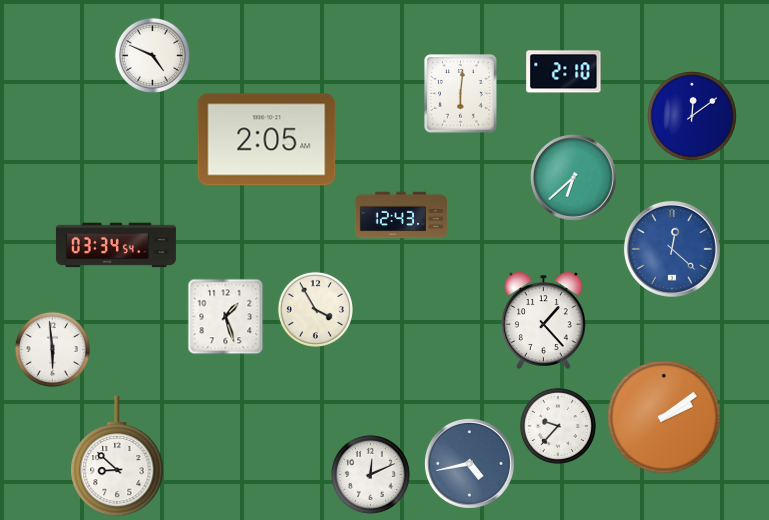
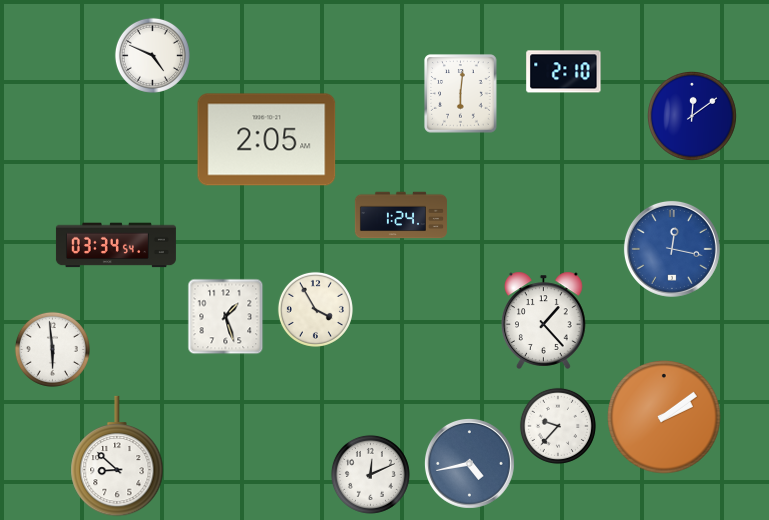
clock at (574, 178): 6:38 -> none
clock at (401, 215): 12:43 -> 1:24
clock at (672, 249): 12:22 -> 12:17
